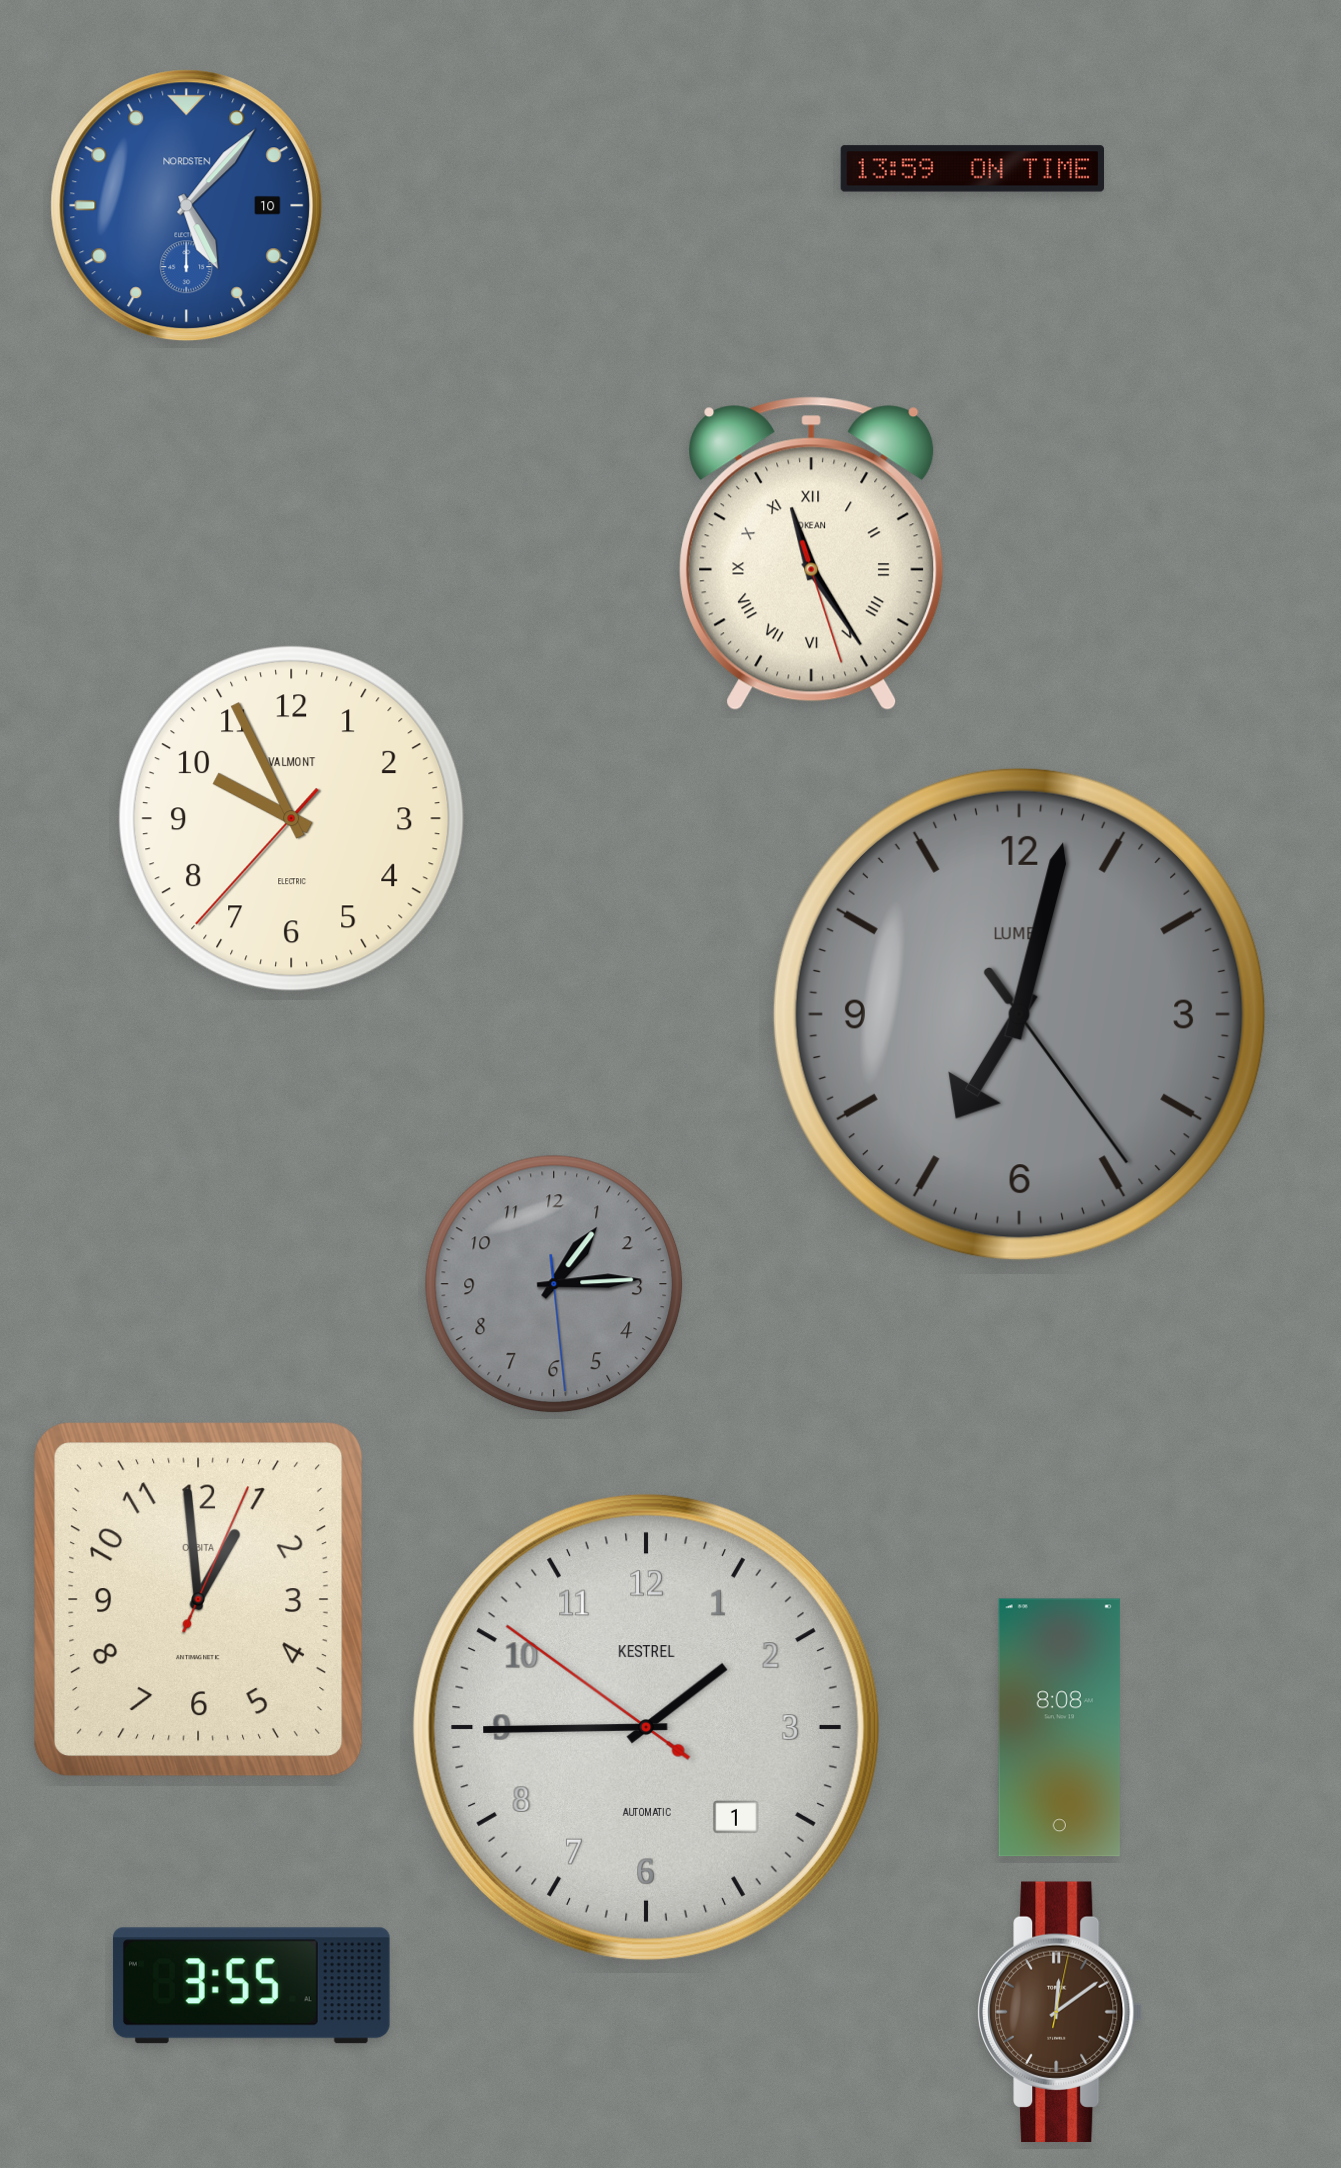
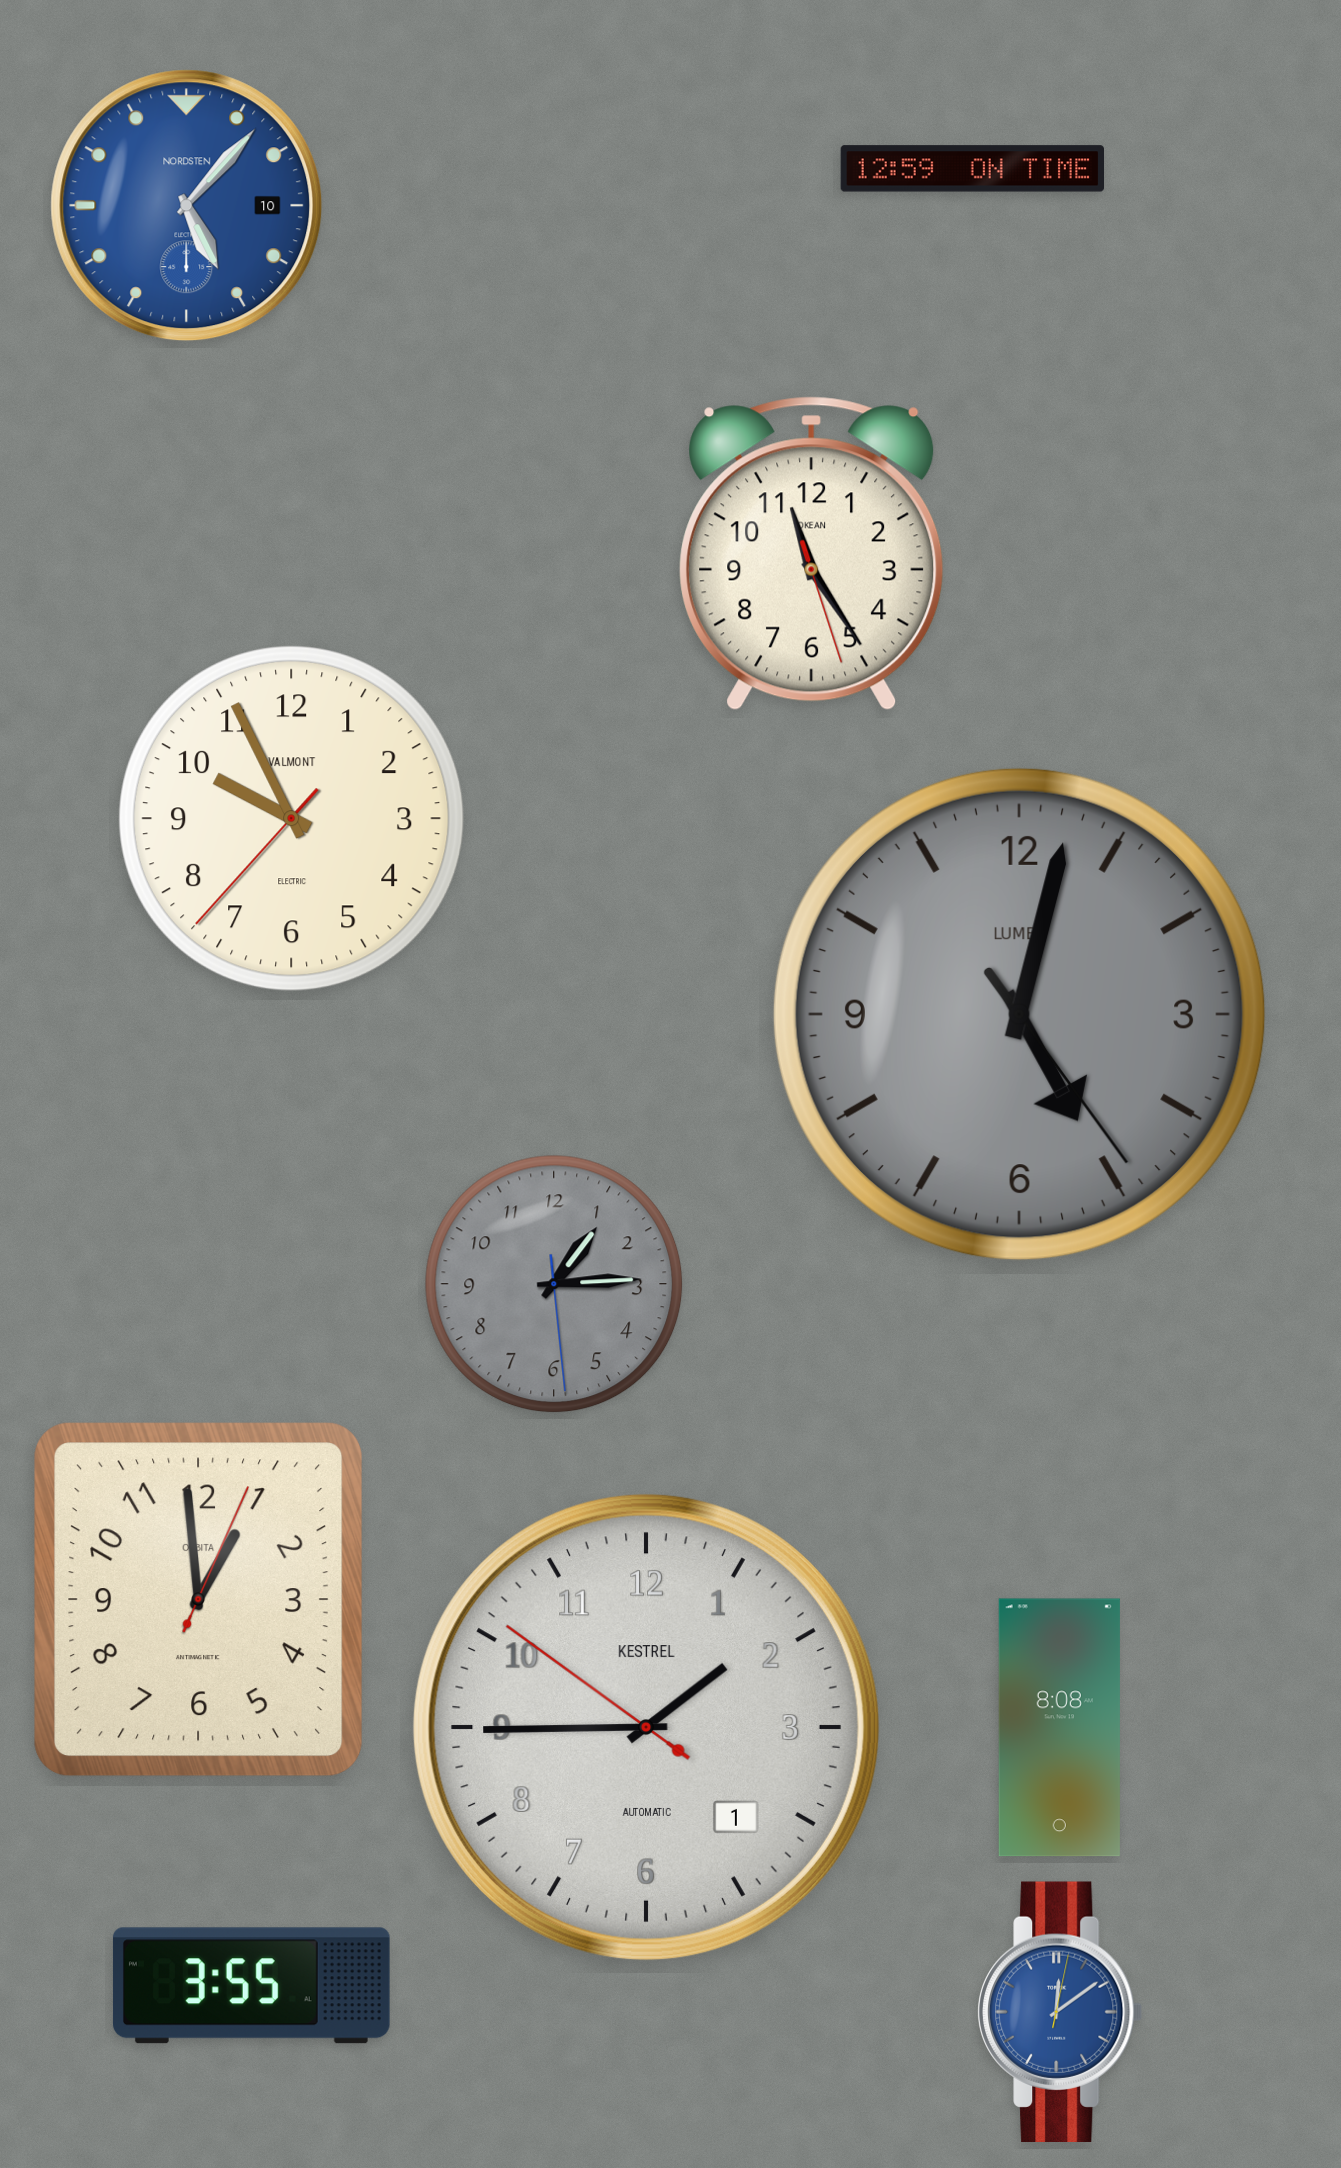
clock at (972, 169): 13:59 -> 12:59
clock at (812, 554) numerals: Roman -> Arabic
clock at (1019, 1014): 7:02 -> 5:02
clock at (1060, 2011) dial: brown -> blue
